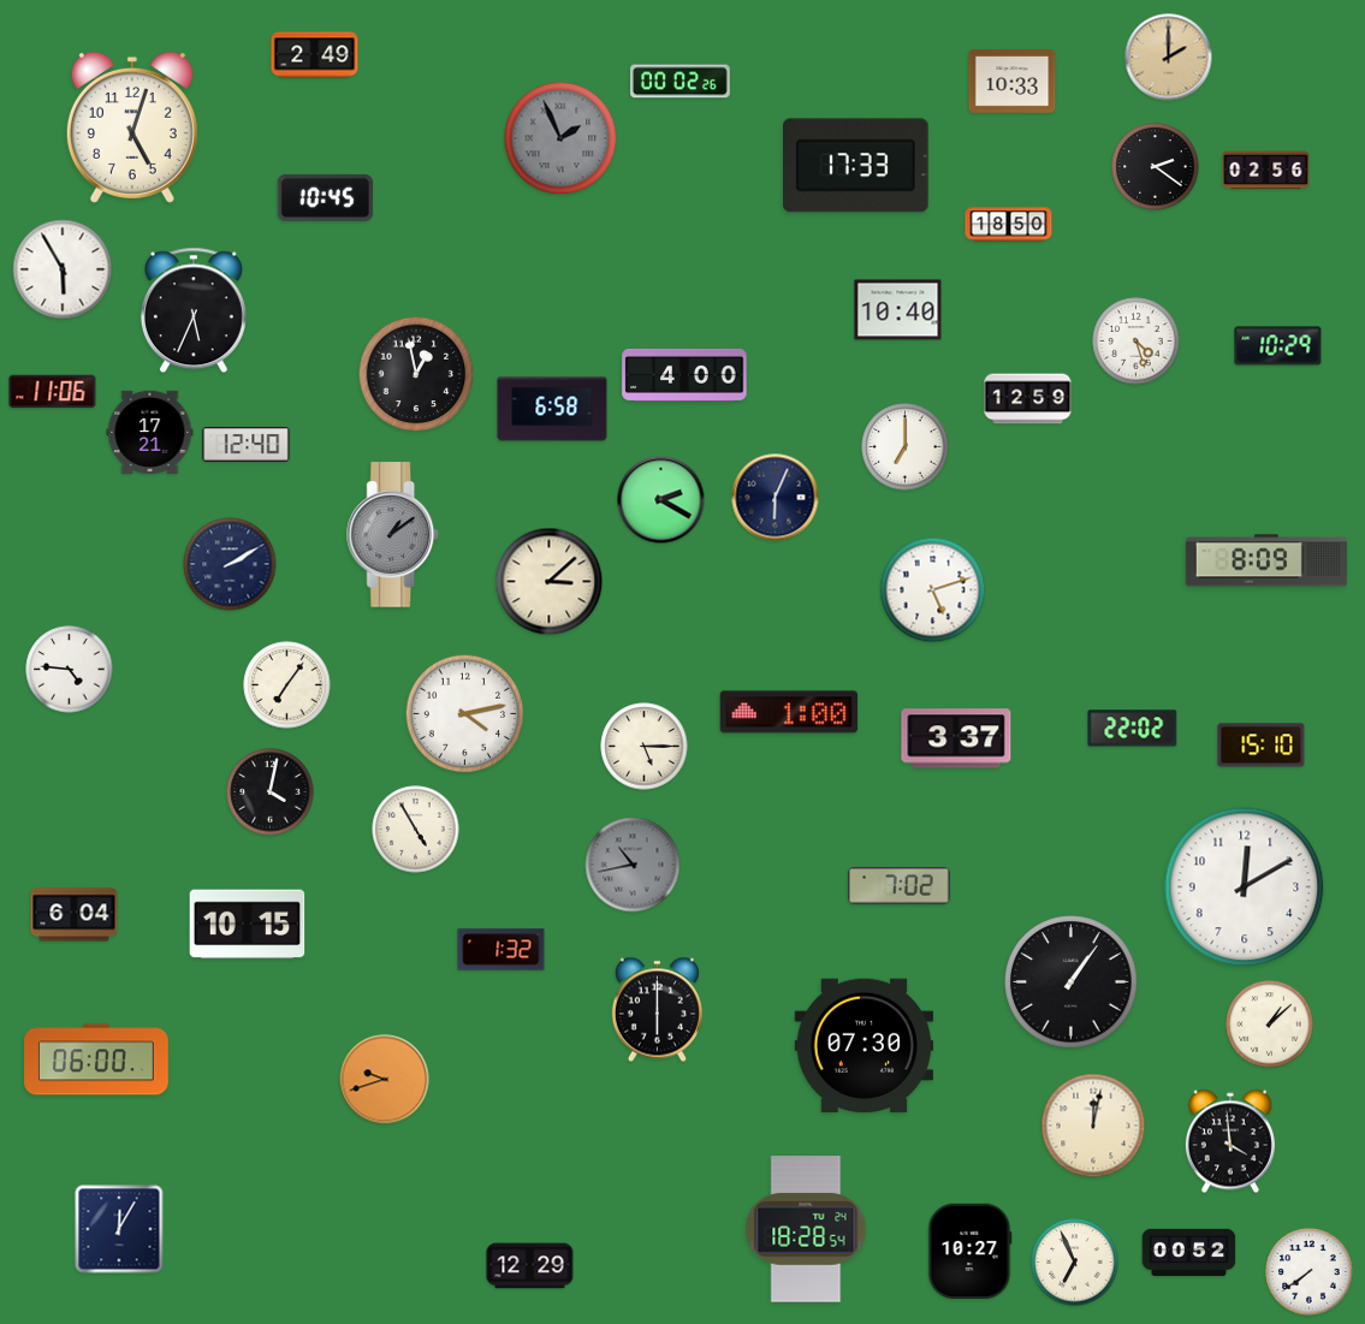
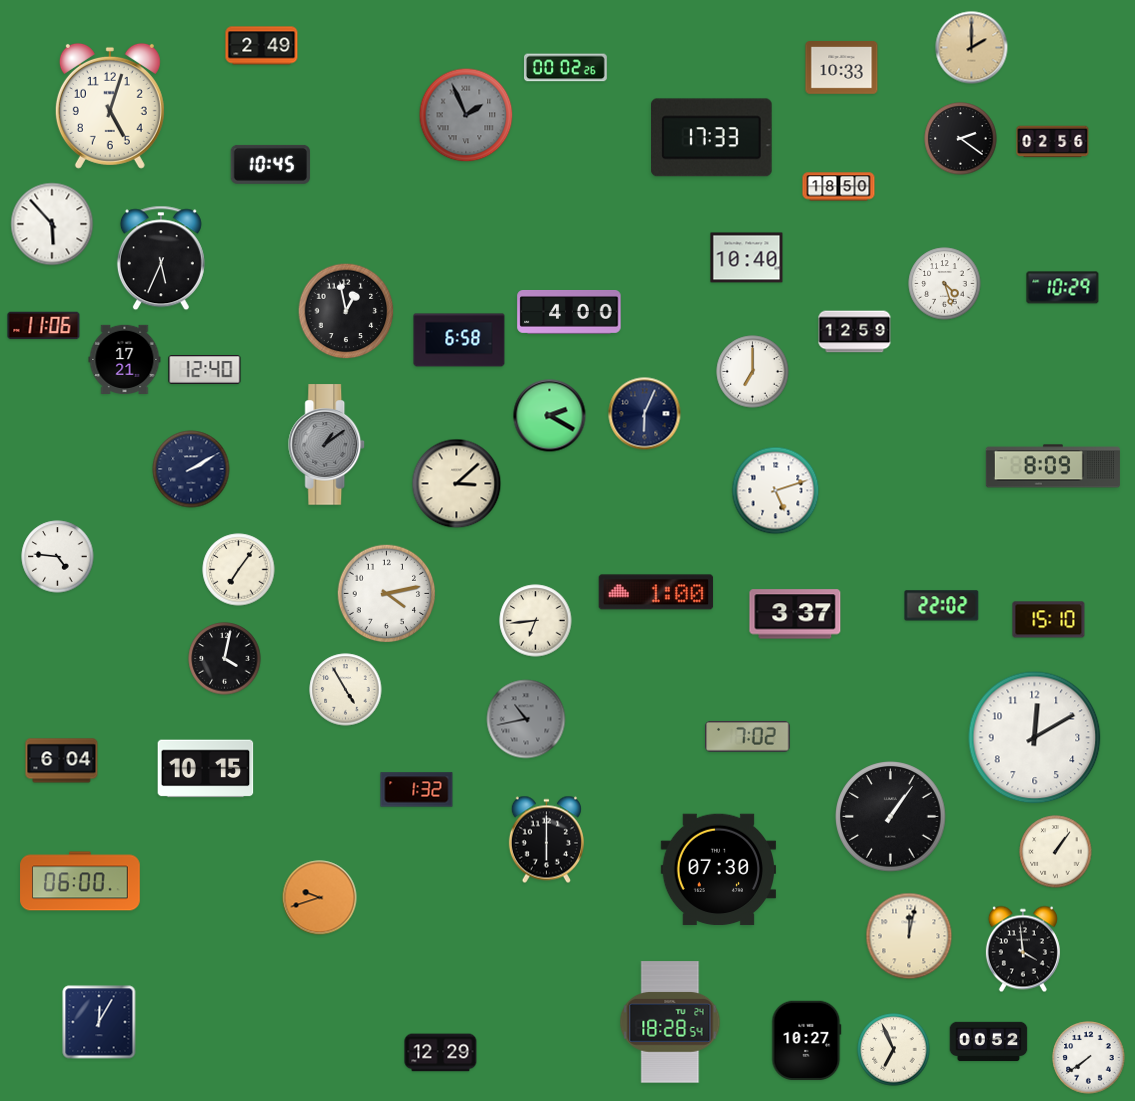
clock at (63, 269): 5:55 -> 5:53
clock at (645, 747): 5:15 -> 6:44
clock at (1270, 1025): 1:08 -> 1:06
